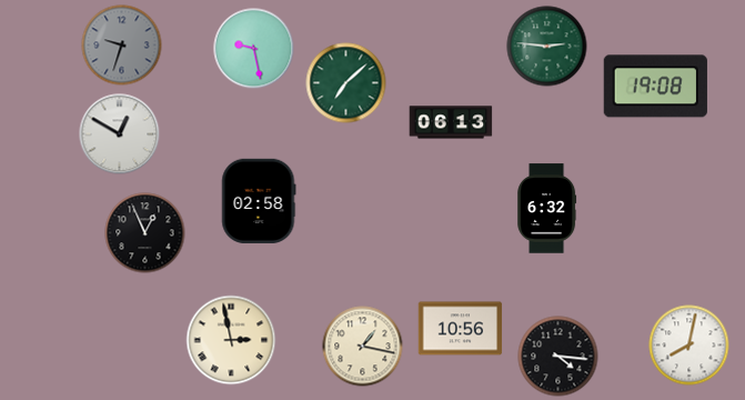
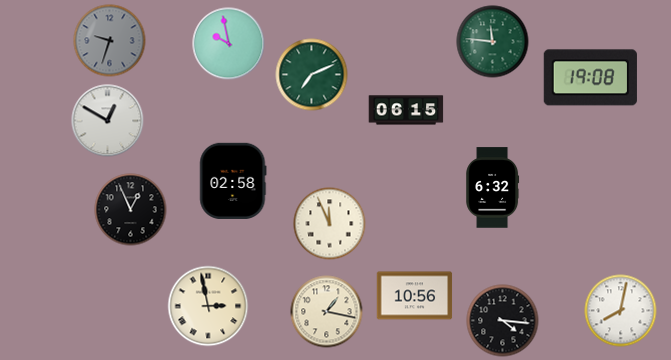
clock at (547, 47): 2:46 -> 11:46
clock at (254, 49): 9:28 -> 9:58
clock at (346, 83): 7:08 -> 7:11
clock at (451, 122): 06:13 -> 06:15
clock at (330, 224): none -> 11:56
